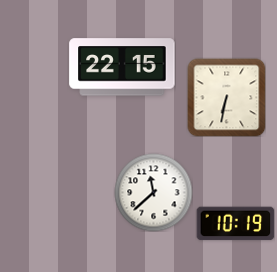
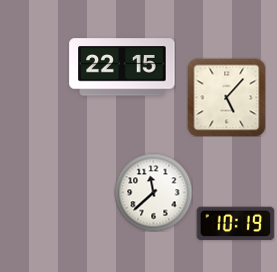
clock at (226, 97): 6:32 -> 5:07
